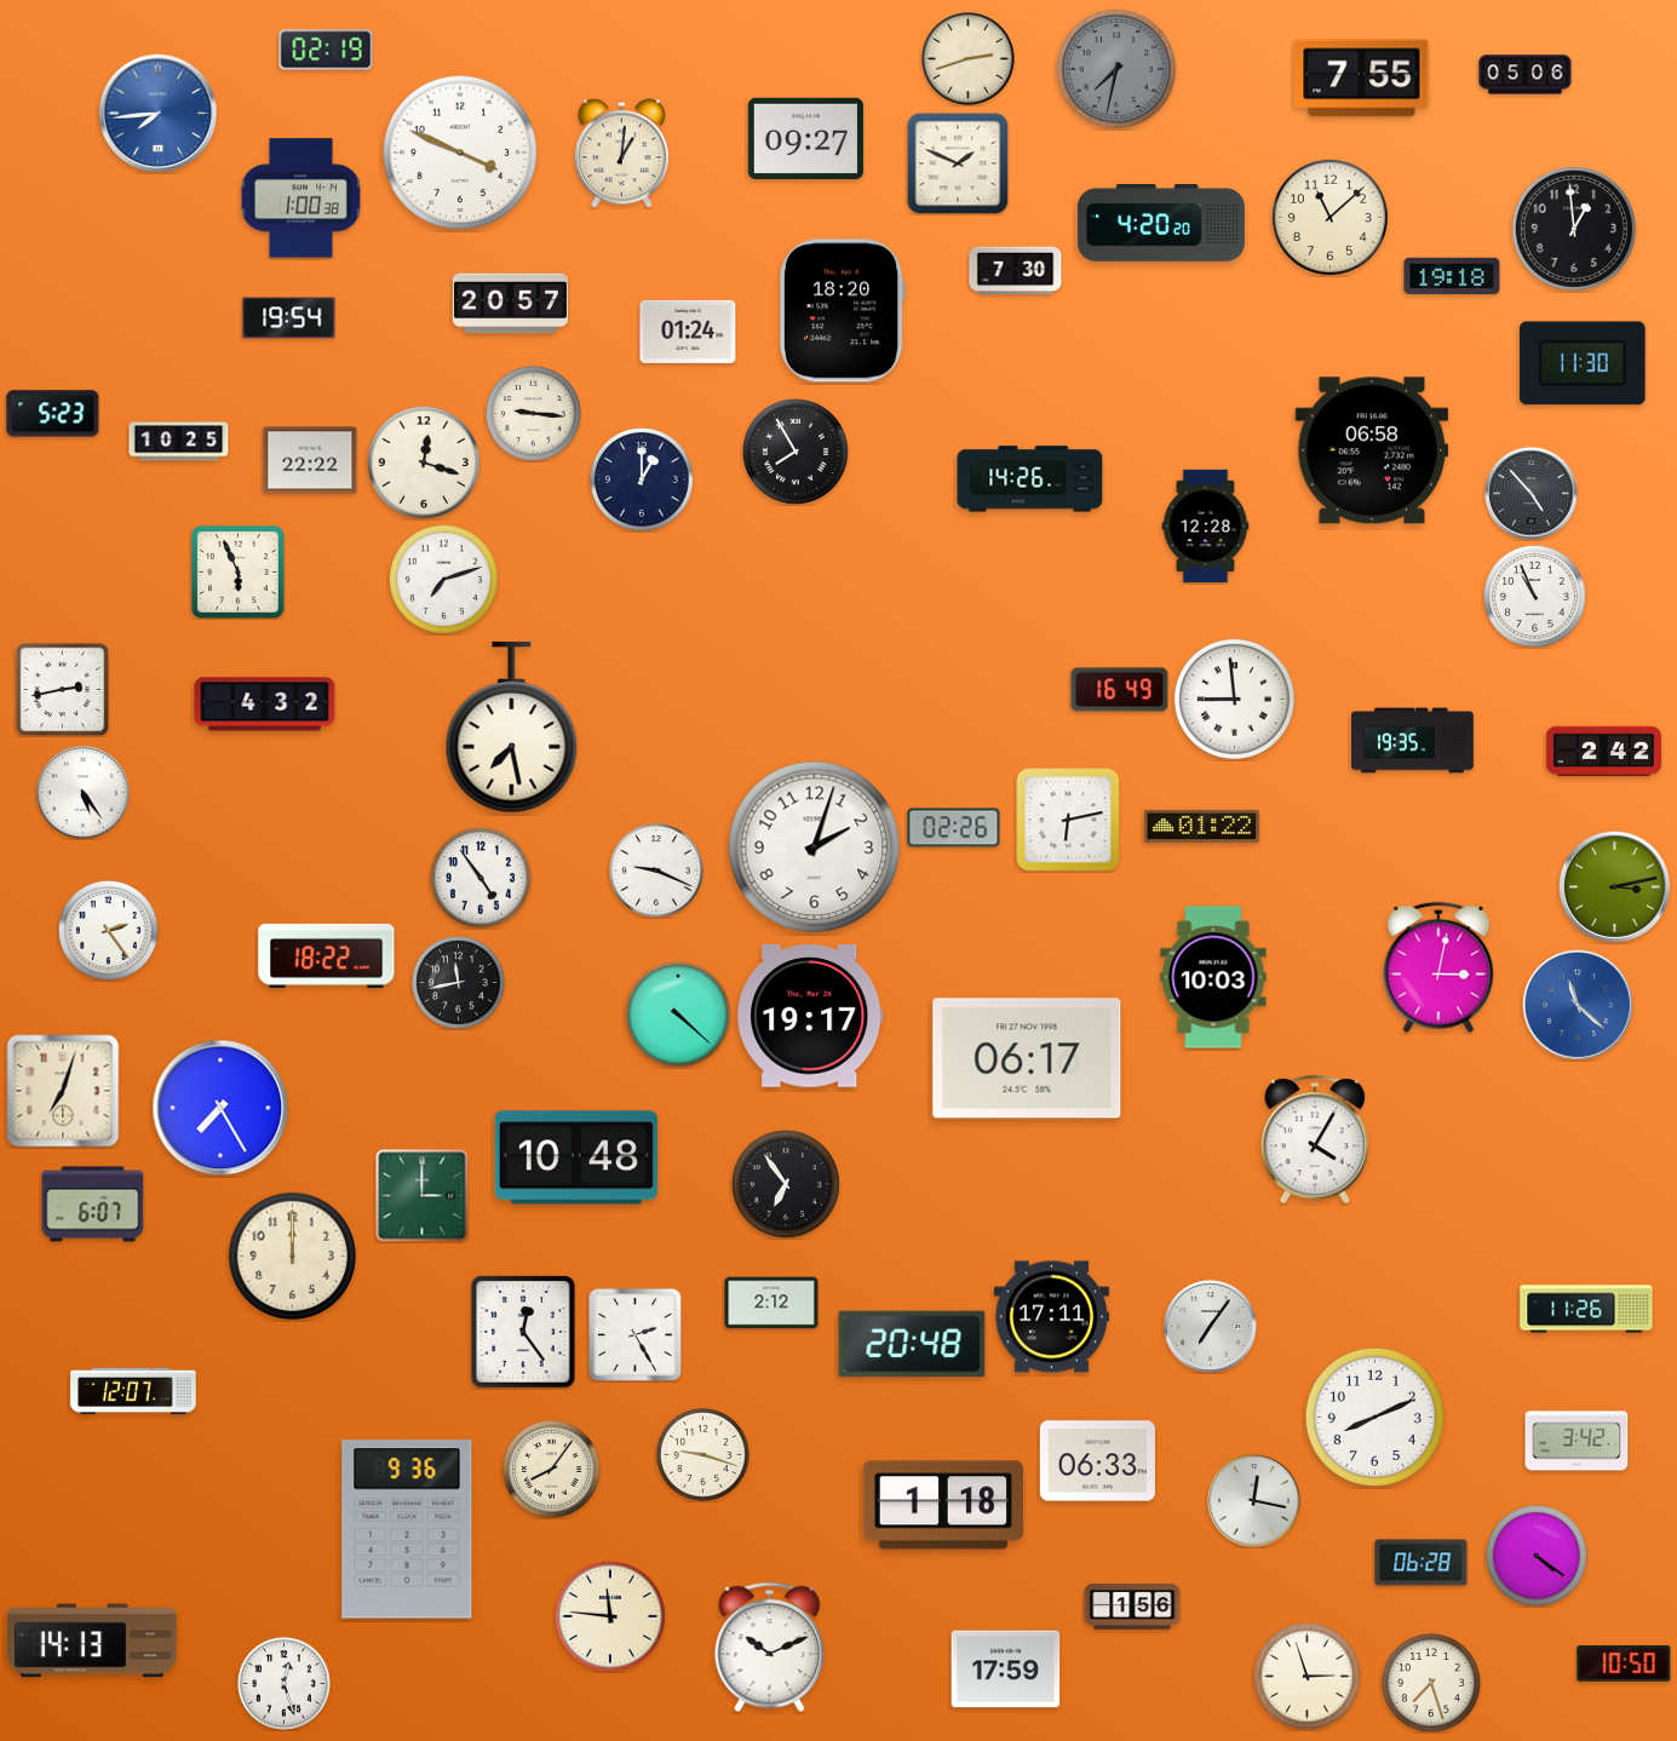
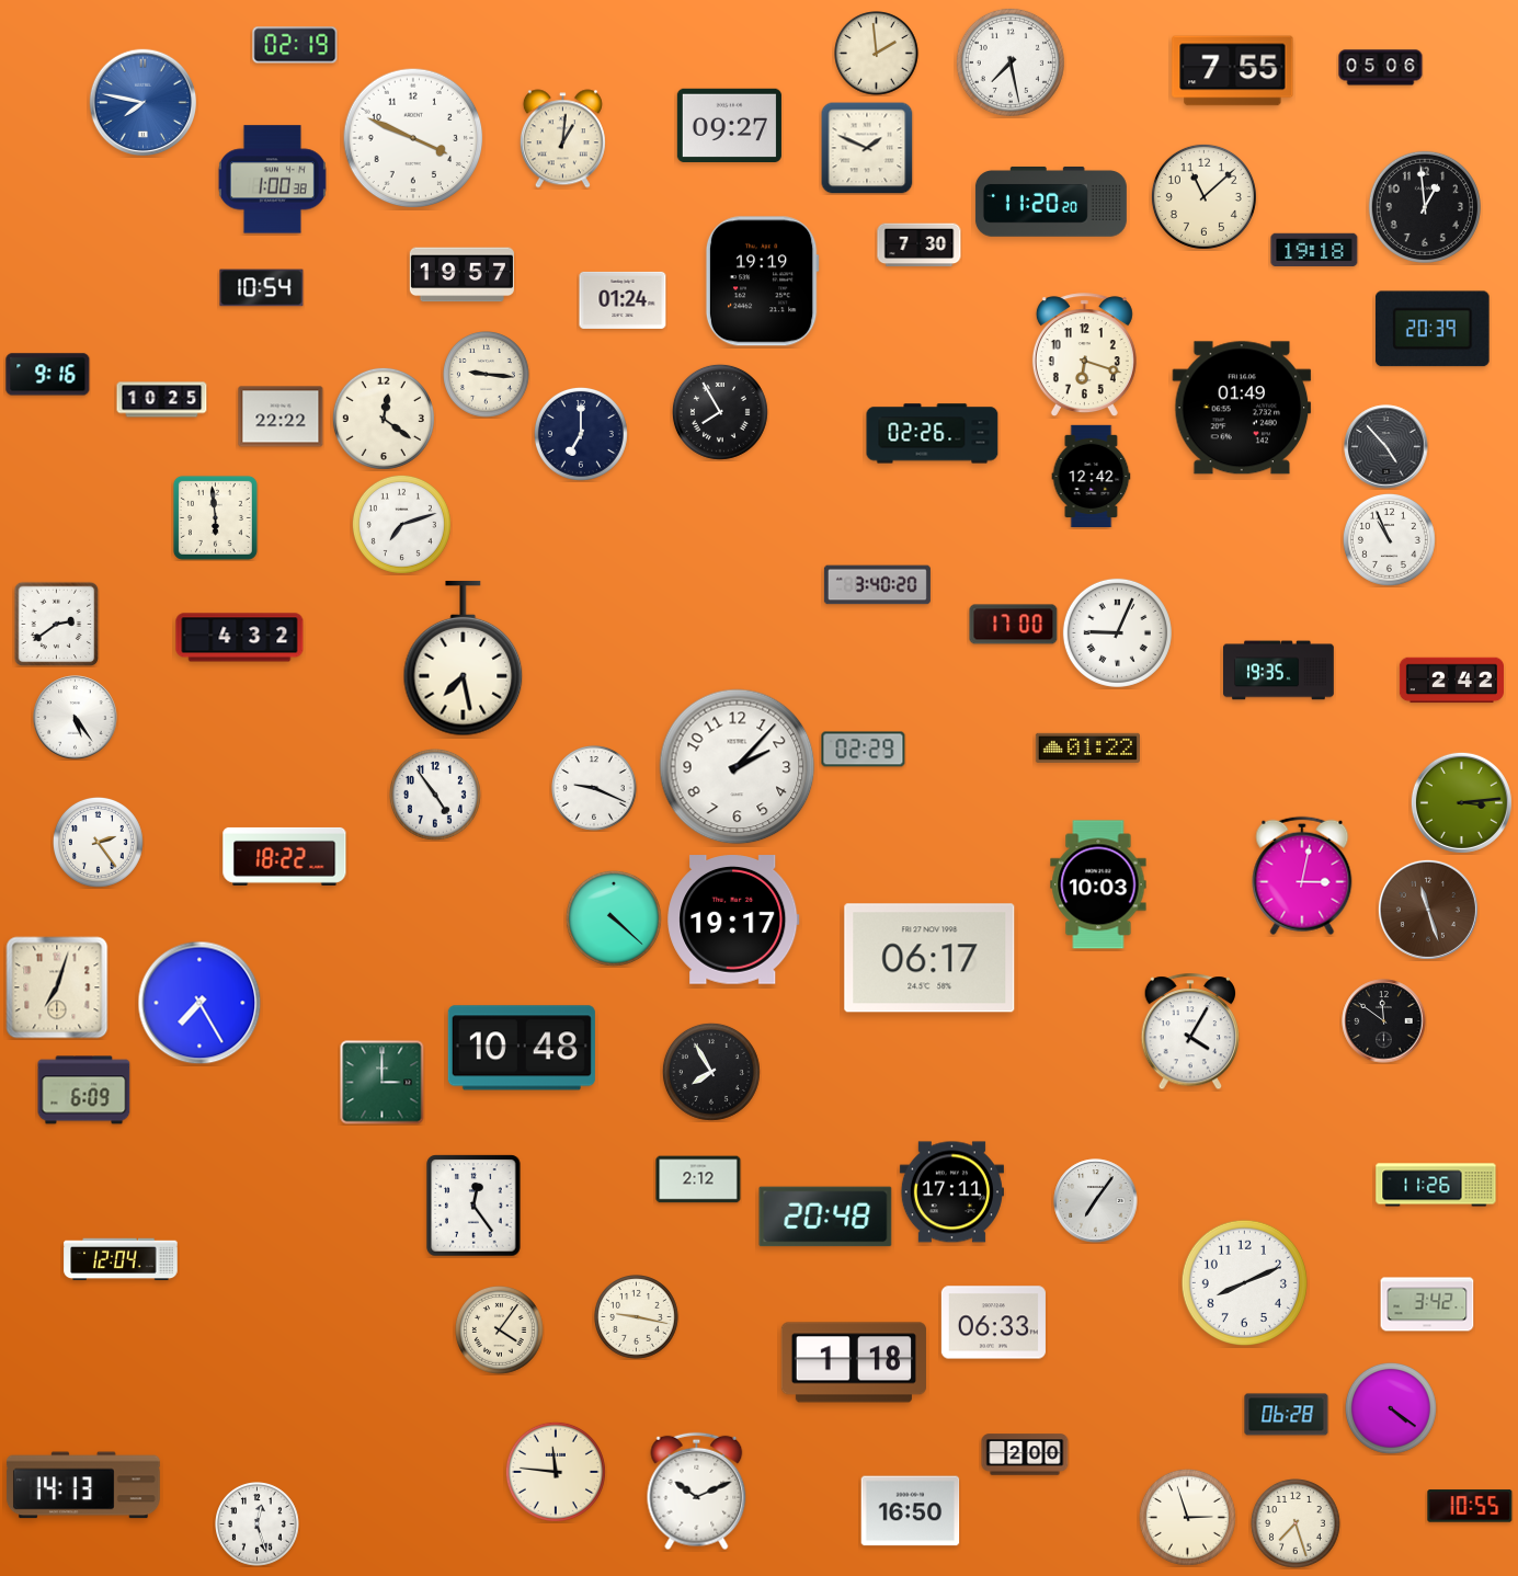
clock at (969, 59): 2:42 -> 1:59
clock at (1116, 69): 7:32 -> 7:28
clock at (1116, 69) dial: grey -> white
clock at (157, 113): 7:44 -> 7:47
clock at (460, 153) position: (460, 153) -> (413, 138)
clock at (1161, 224): 4:20 -> 11:20
clock at (510, 304): 20:57 -> 19:57
clock at (842, 311): 18:20 -> 19:19
clock at (289, 318): 19:54 -> 10:54
clock at (1583, 363): 11:30 -> 20:39
clock at (1084, 355): none -> 6:18
clock at (53, 414): 5:23 -> 9:16
clock at (534, 414) position: (534, 414) -> (487, 375)
clock at (1372, 450): 06:58 -> 01:49
clock at (796, 452) position: (796, 452) -> (720, 412)
clock at (424, 462): 12:18 -> 12:21
clock at (642, 479): 1:00 -> 7:00
clock at (1030, 479): 14:26 -> 02:26
clock at (1206, 527): 12:28 -> 12:42
clock at (237, 571): 5:56 -> 5:59
clock at (877, 585): none -> 3:40
clock at (62, 689): 2:43 -> 2:39
clock at (1120, 690): 16:49 -> 17:00
clock at (1234, 699): 8:59 -> 9:04
clock at (1068, 820): 6:13 -> none
clock at (954, 828): 02:26 -> 02:29
clock at (815, 847): 2:03 -> 2:07
clock at (1614, 886): 3:13 -> 3:14
clock at (327, 955) position: (327, 955) -> (285, 856)
clock at (459, 983): 11:43 -> none
clock at (1578, 1005): 11:22 -> 11:27
clock at (1578, 1005) dial: blue -> brown
clock at (1384, 1021): none -> 11:51
clock at (786, 1184): 6:54 -> 7:55
clock at (93, 1205): 6:07 -> 6:09
clock at (292, 1256): 12:00 -> none
clock at (634, 1334): 2:25 -> none
clock at (133, 1391): 12:07 -> 12:04
clock at (703, 1455): 9:18 -> 9:17
clock at (552, 1470): 8:06 -> 4:06
clock at (1254, 1501): 12:17 -> none
clock at (407, 1529): 9:36 -> none
clock at (1132, 1607): 1:56 -> 2:00
clock at (610, 1616) position: (610, 1616) -> (556, 1472)
clock at (1624, 1664): 10:50 -> 10:55
clock at (1006, 1670): 17:59 -> 16:50
clock at (1306, 1676) position: (1306, 1676) -> (1187, 1517)
